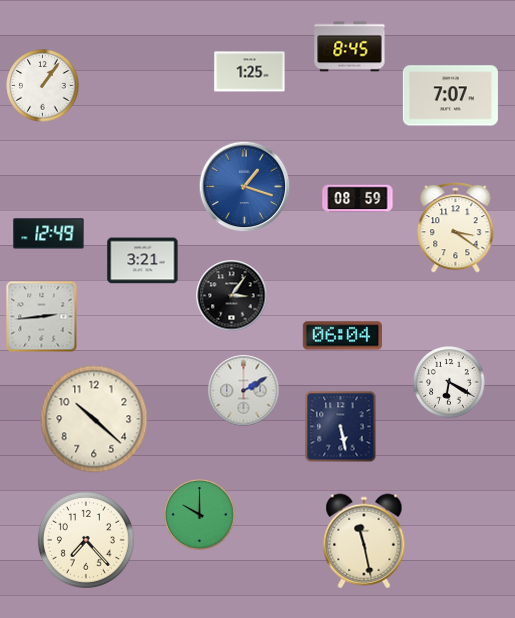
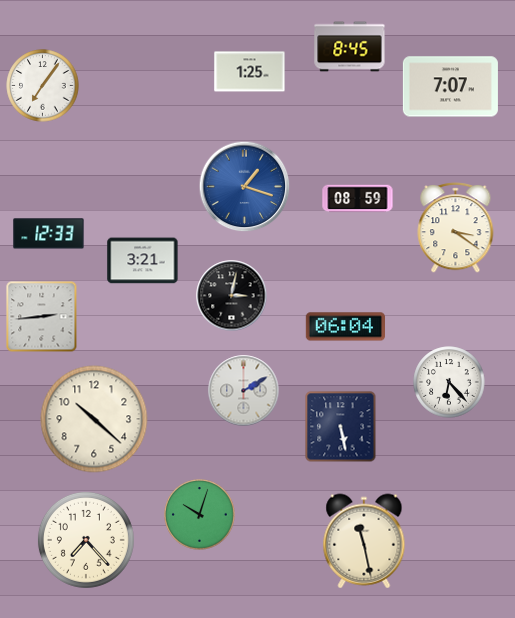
clock at (43, 86): 1:06 -> 7:06
clock at (450, 96) position: (450, 96) -> (450, 87)
clock at (49, 234): 12:49 -> 12:33
clock at (232, 296): 3:06 -> 3:02
clock at (342, 336) position: (342, 336) -> (345, 327)
clock at (449, 382): 6:20 -> 6:23
clock at (200, 515): 10:00 -> 10:03
